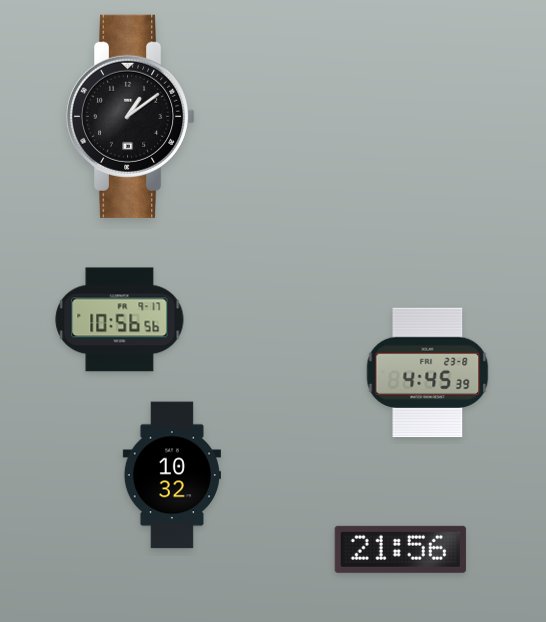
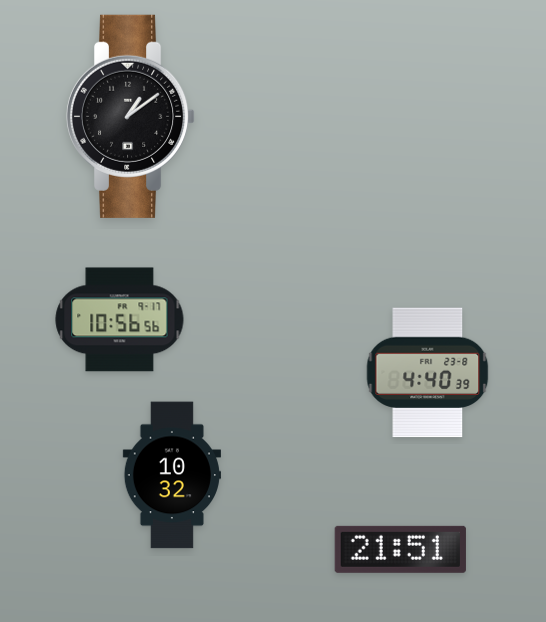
clock at (428, 373): 4:45 -> 4:40
clock at (400, 549): 21:56 -> 21:51
